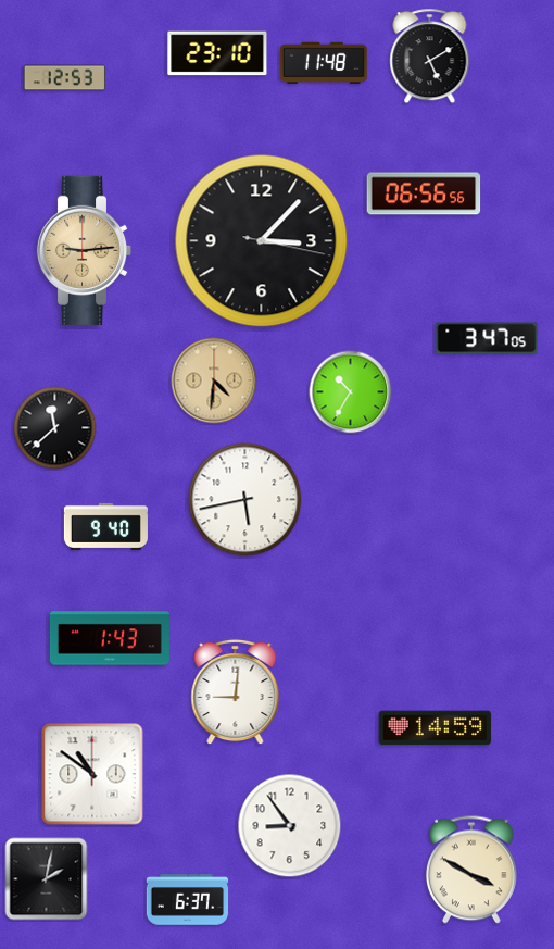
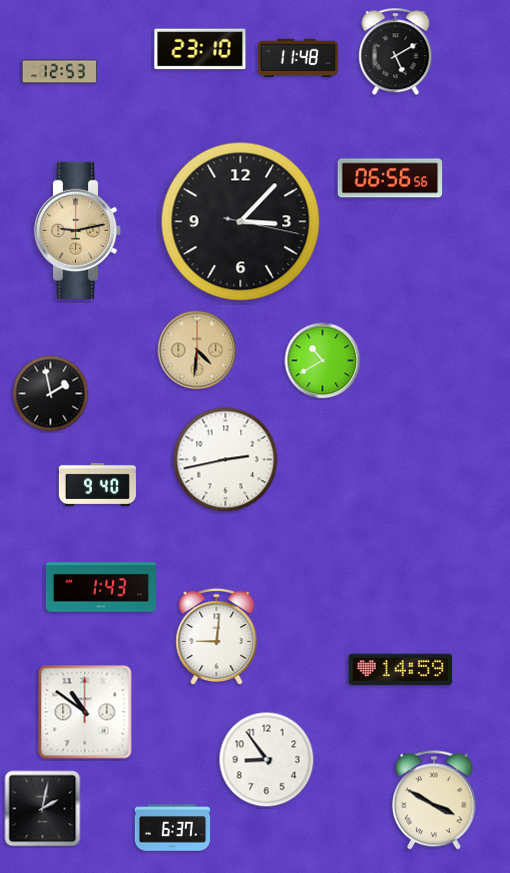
clock at (85, 250): 9:14 -> 9:13
clock at (487, 338): 3:47 -> none
clock at (351, 392): 10:35 -> 10:40
clock at (55, 428): 11:38 -> 1:58
clock at (245, 500): 5:43 -> 2:43
